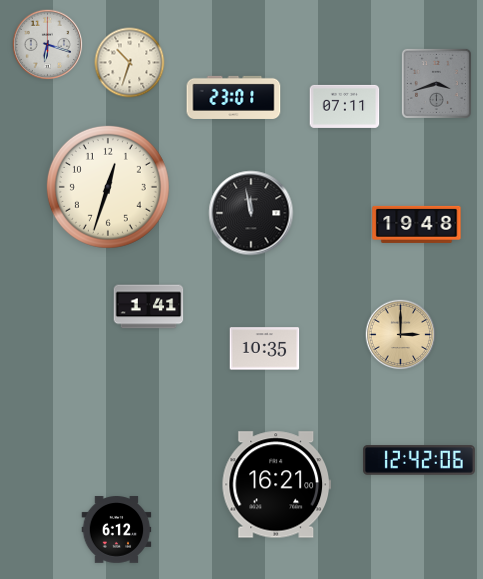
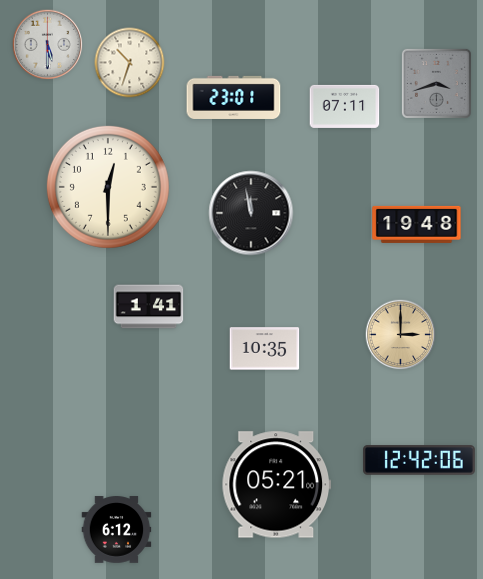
clock at (48, 45): 6:18 -> 5:30
clock at (108, 187): 12:33 -> 12:30
clock at (276, 485): 16:21 -> 05:21
